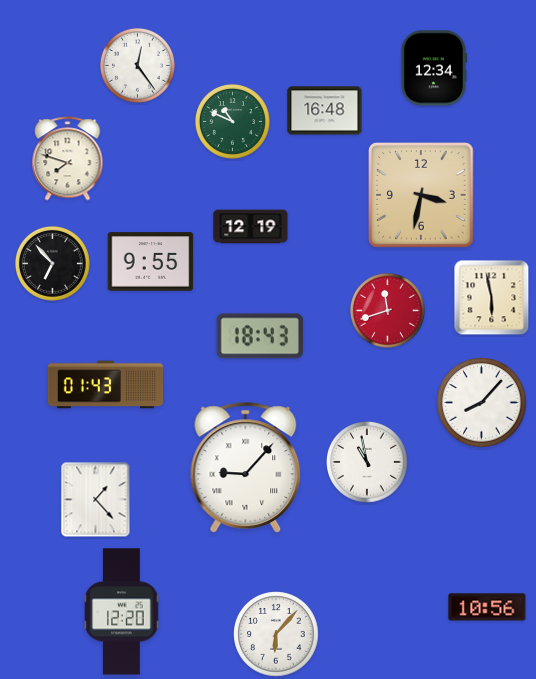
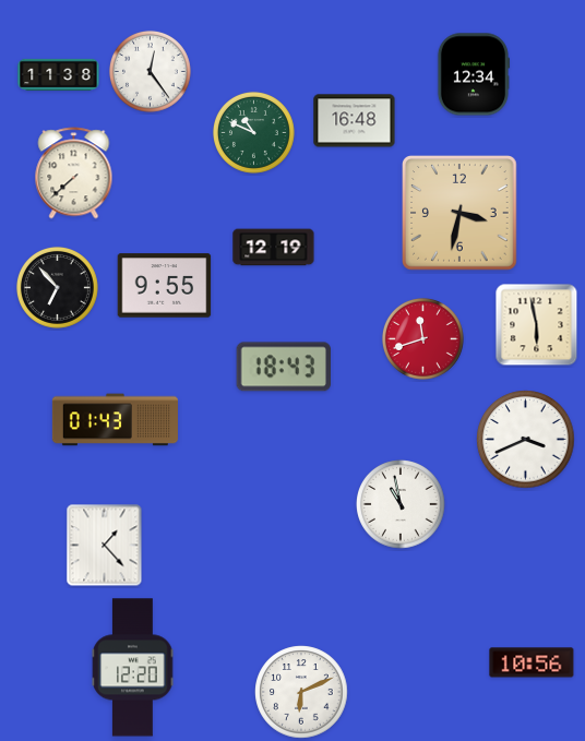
clock at (59, 74): none -> 11:38
clock at (68, 159): 7:48 -> 7:38
clock at (482, 403): 8:07 -> 3:41
clock at (246, 468): 9:07 -> none
clock at (276, 634): 6:07 -> 6:11
